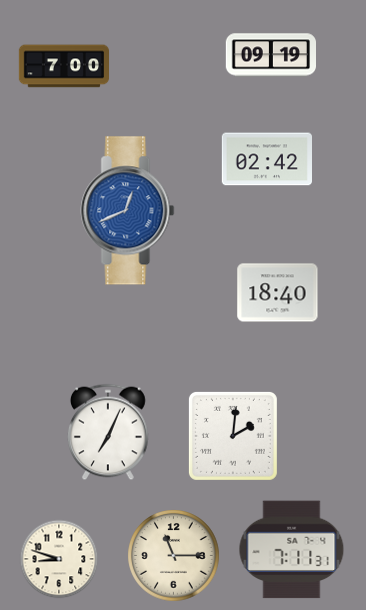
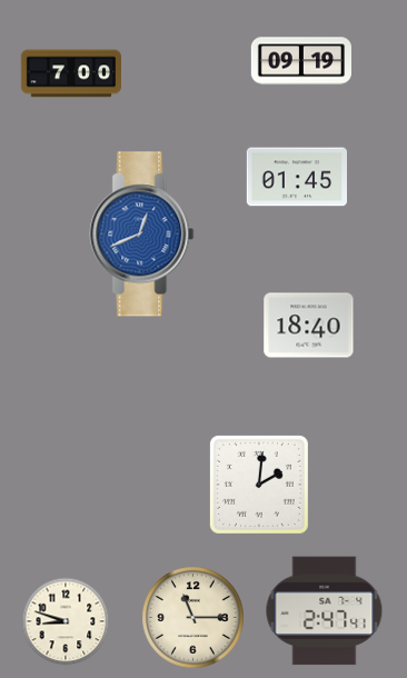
clock at (266, 159): 02:42 -> 01:45
clock at (109, 432): 7:04 -> none
clock at (292, 550): 7:11 -> 2:47
